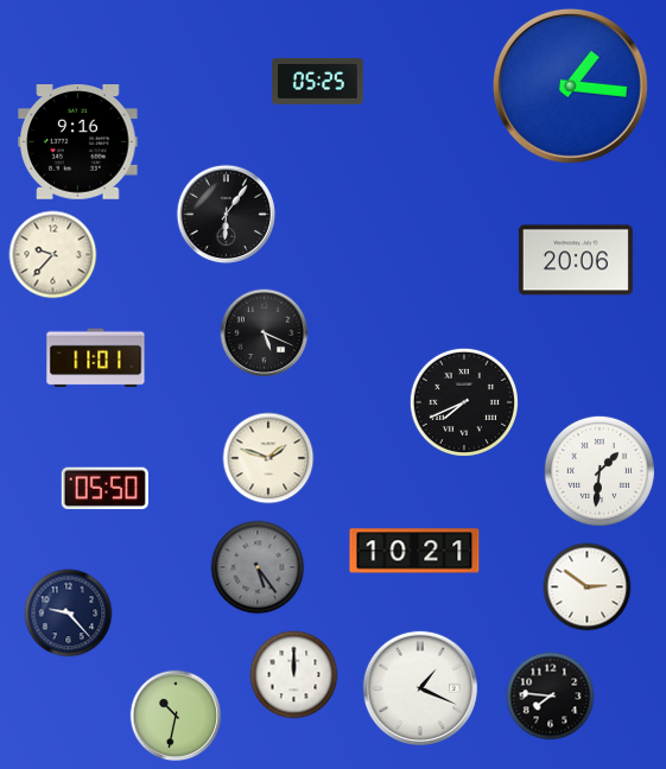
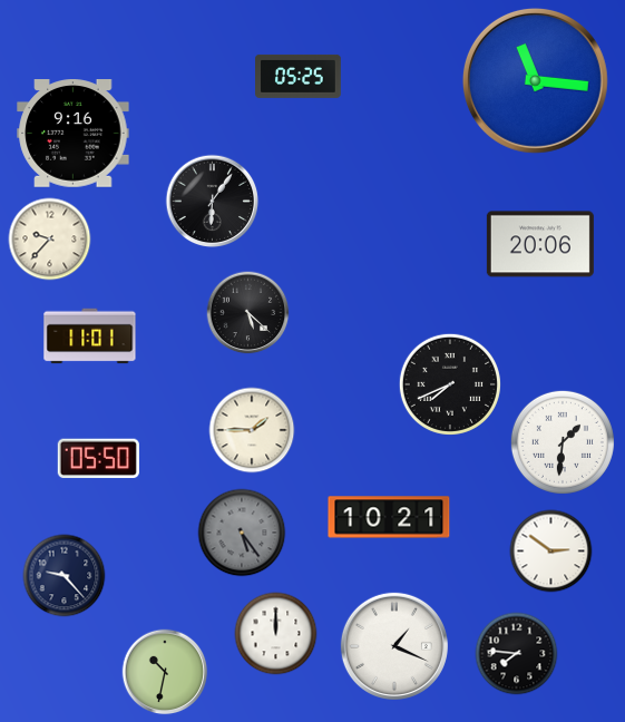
clock at (570, 85): 1:16 -> 11:16
clock at (265, 333): 5:19 -> 5:22
clock at (464, 402) position: (464, 402) -> (450, 384)
clock at (268, 458): 1:48 -> 1:45
